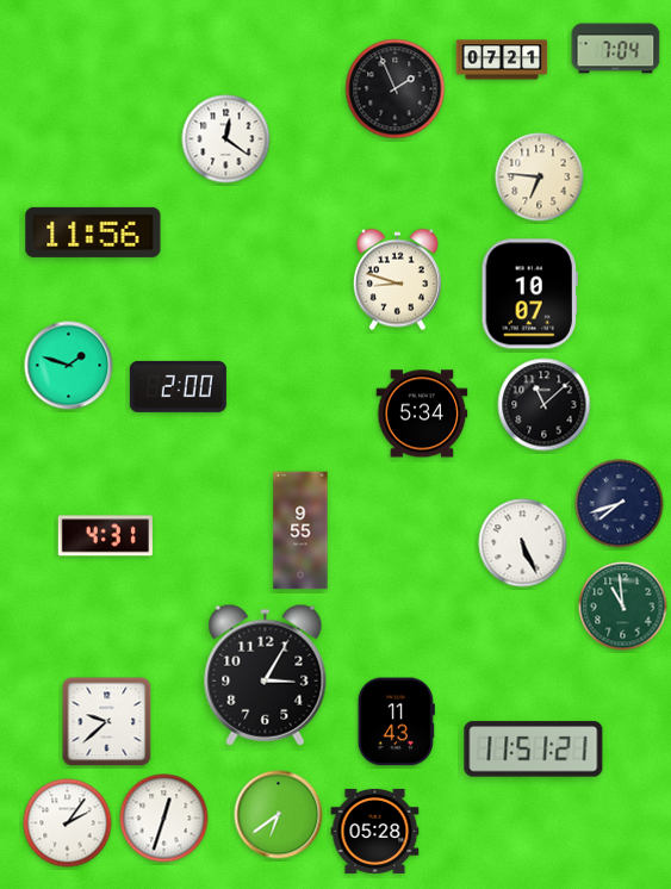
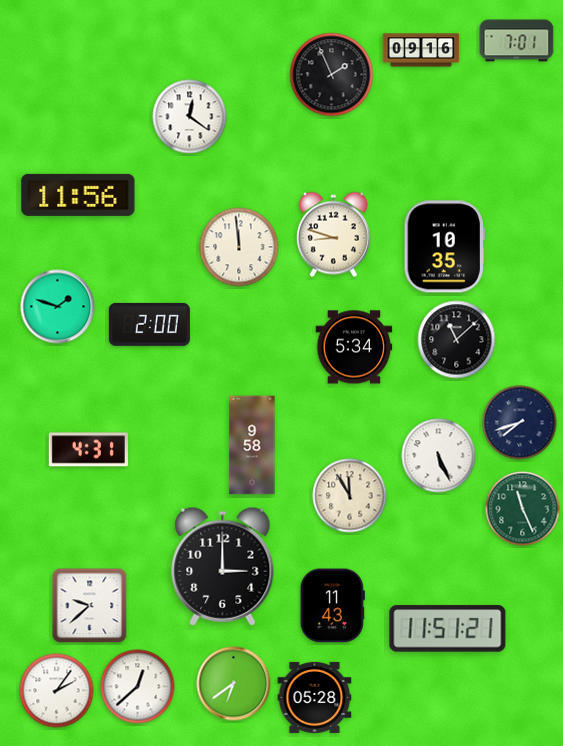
clock at (616, 49): 7:04 -> 7:01
clock at (502, 60): 07:21 -> 09:16
clock at (540, 178): 6:46 -> none
clock at (239, 247): none -> 11:59
clock at (529, 294): 10:07 -> 10:35
clock at (300, 530): 9:55 -> 9:58
clock at (350, 496): none -> 11:55
clock at (623, 607): 10:59 -> 11:26
clock at (266, 674): 3:05 -> 3:00
clock at (164, 819): 12:33 -> 12:38
